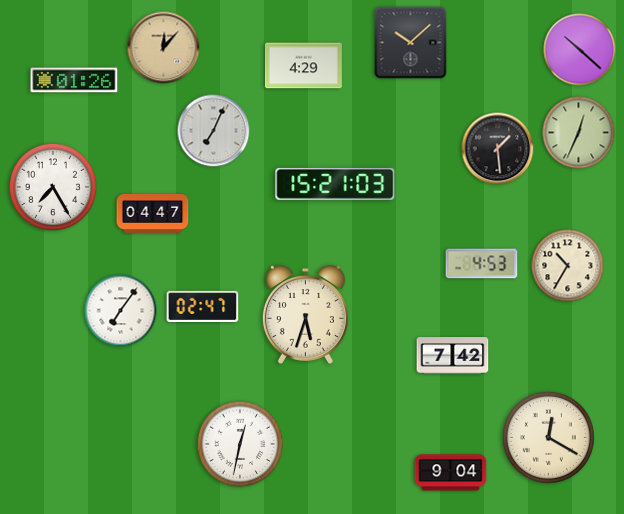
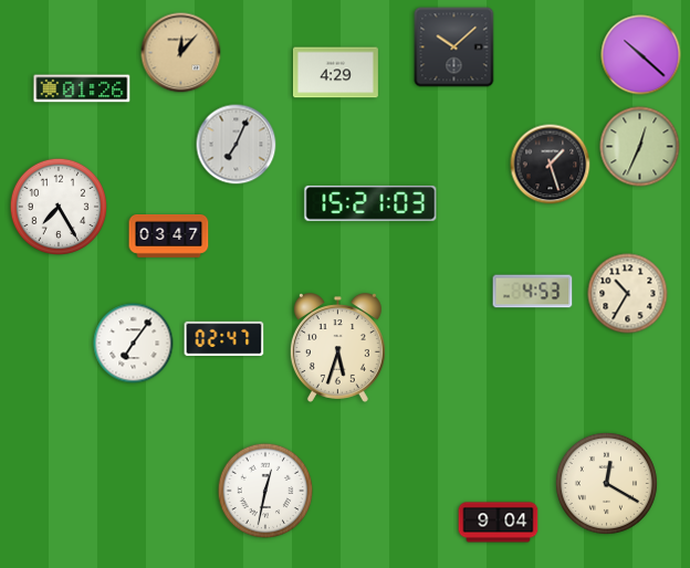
clock at (498, 149): 1:29 -> 1:27
clock at (153, 214): 04:47 -> 03:47
clock at (453, 356): 7:42 -> none
